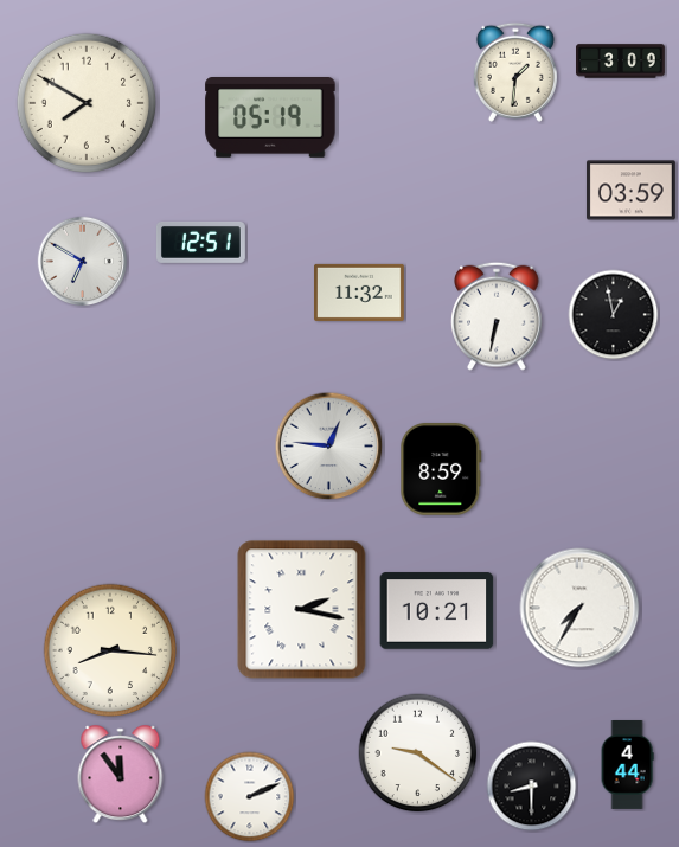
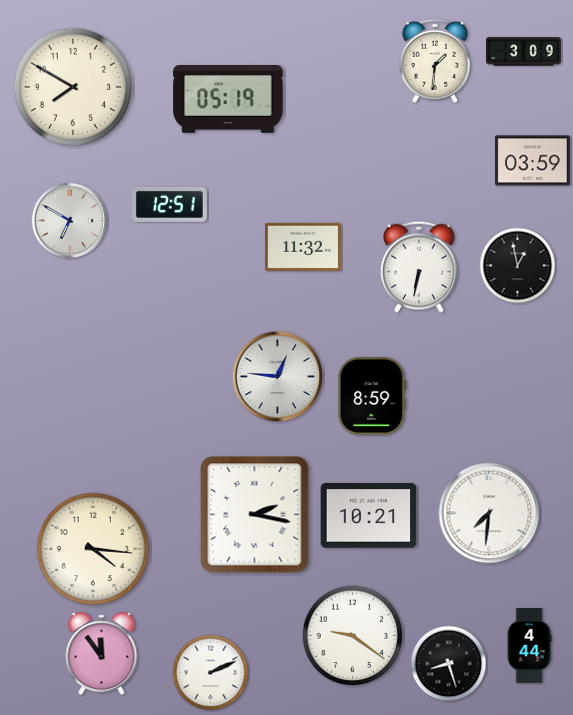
clock at (579, 608): 7:35 -> 7:31
clock at (110, 650): 8:16 -> 4:16
clock at (532, 787): 8:30 -> 8:27
